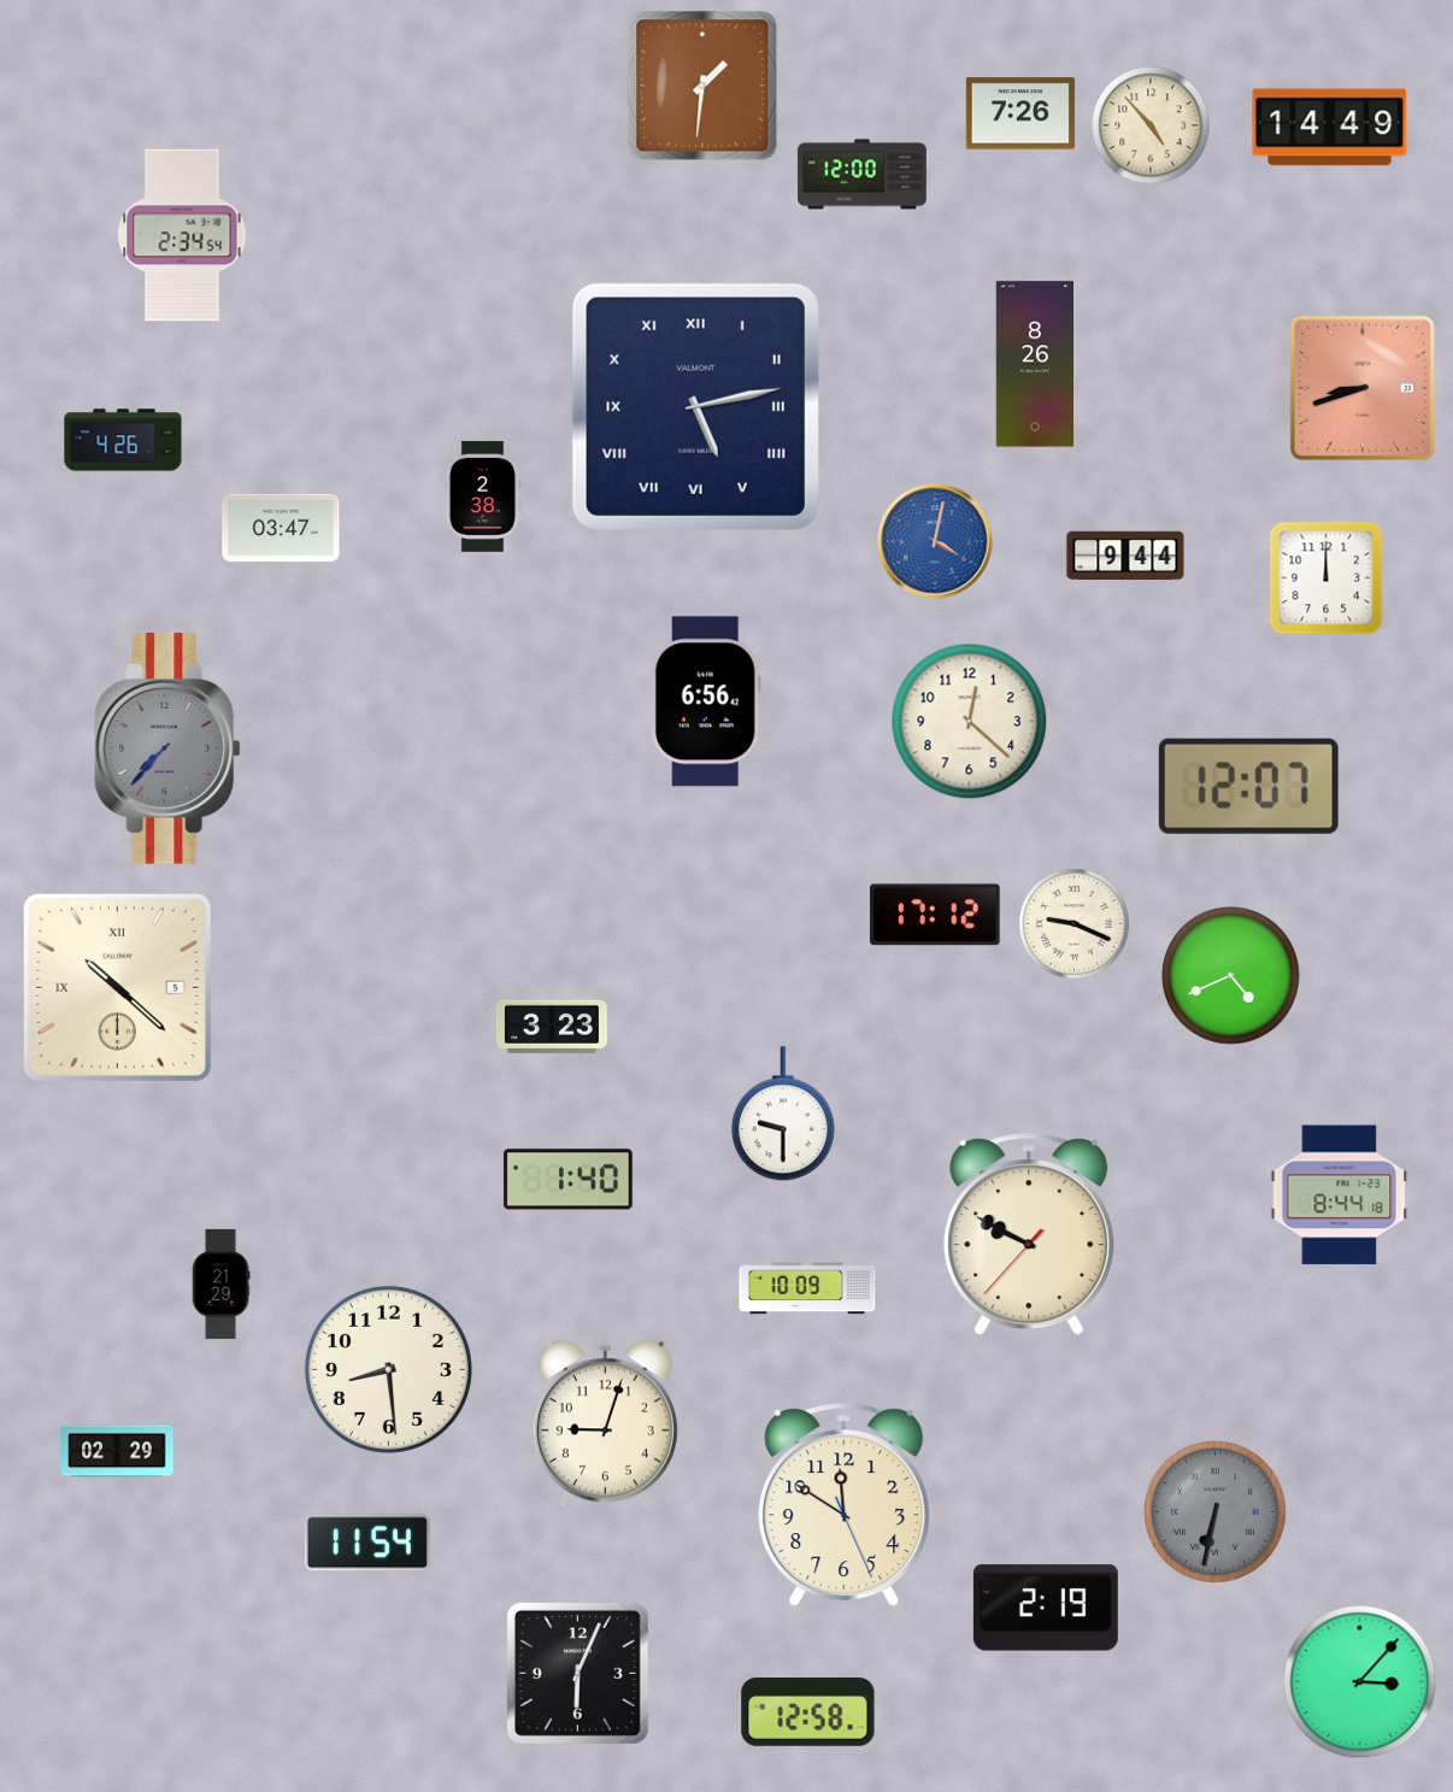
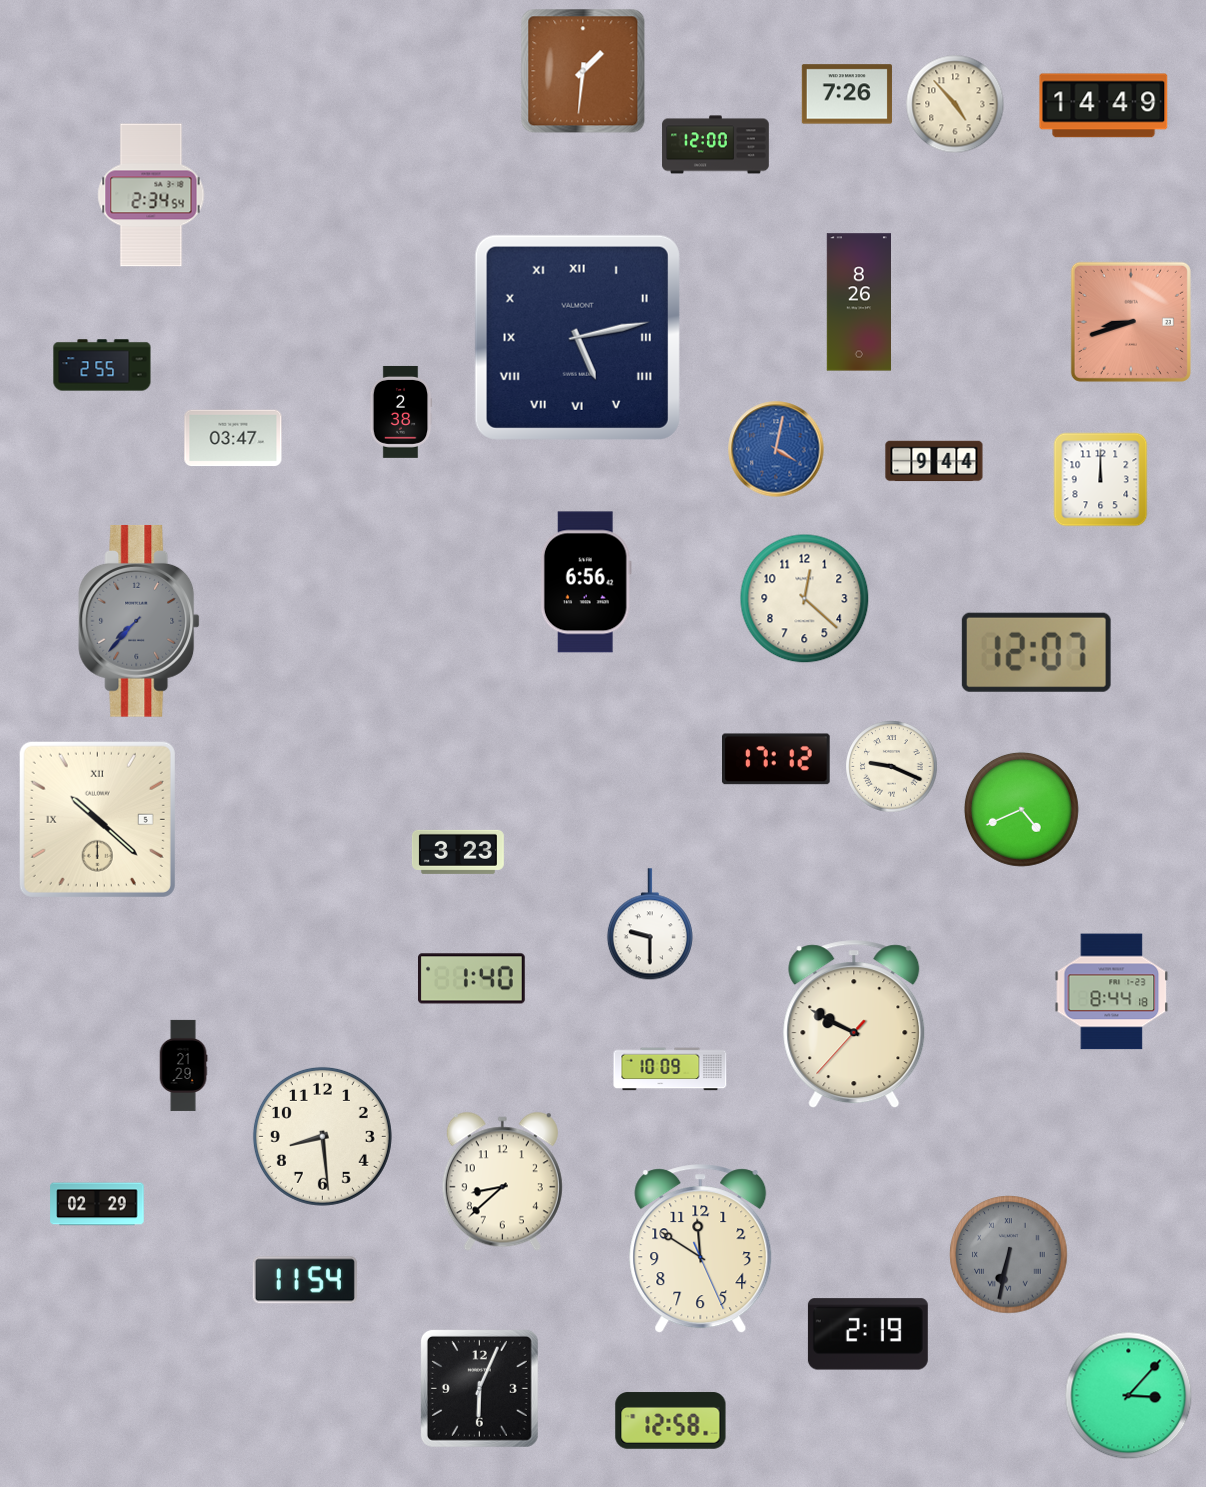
clock at (123, 440): 4:26 -> 2:55
clock at (605, 1424): 9:03 -> 8:38
